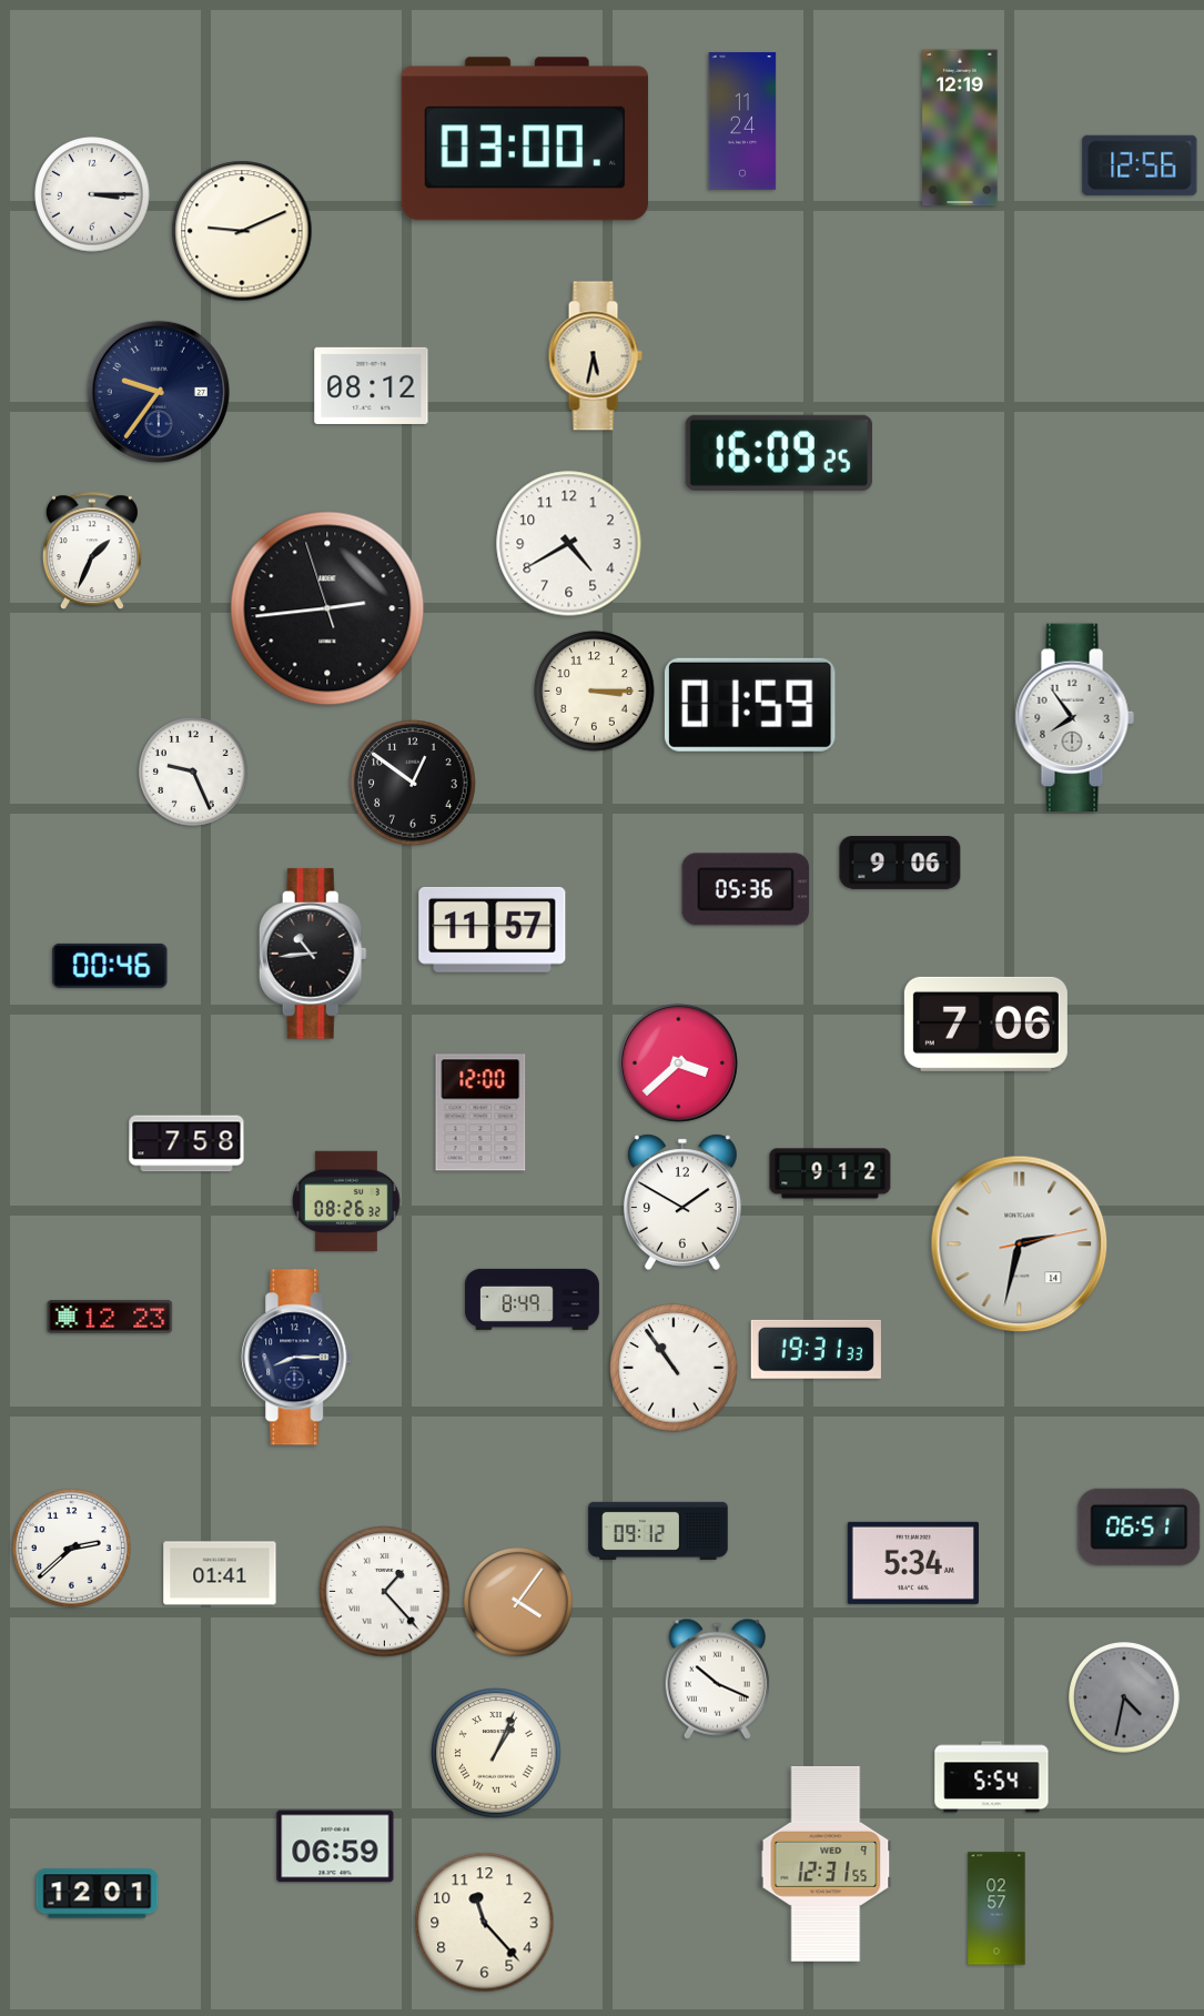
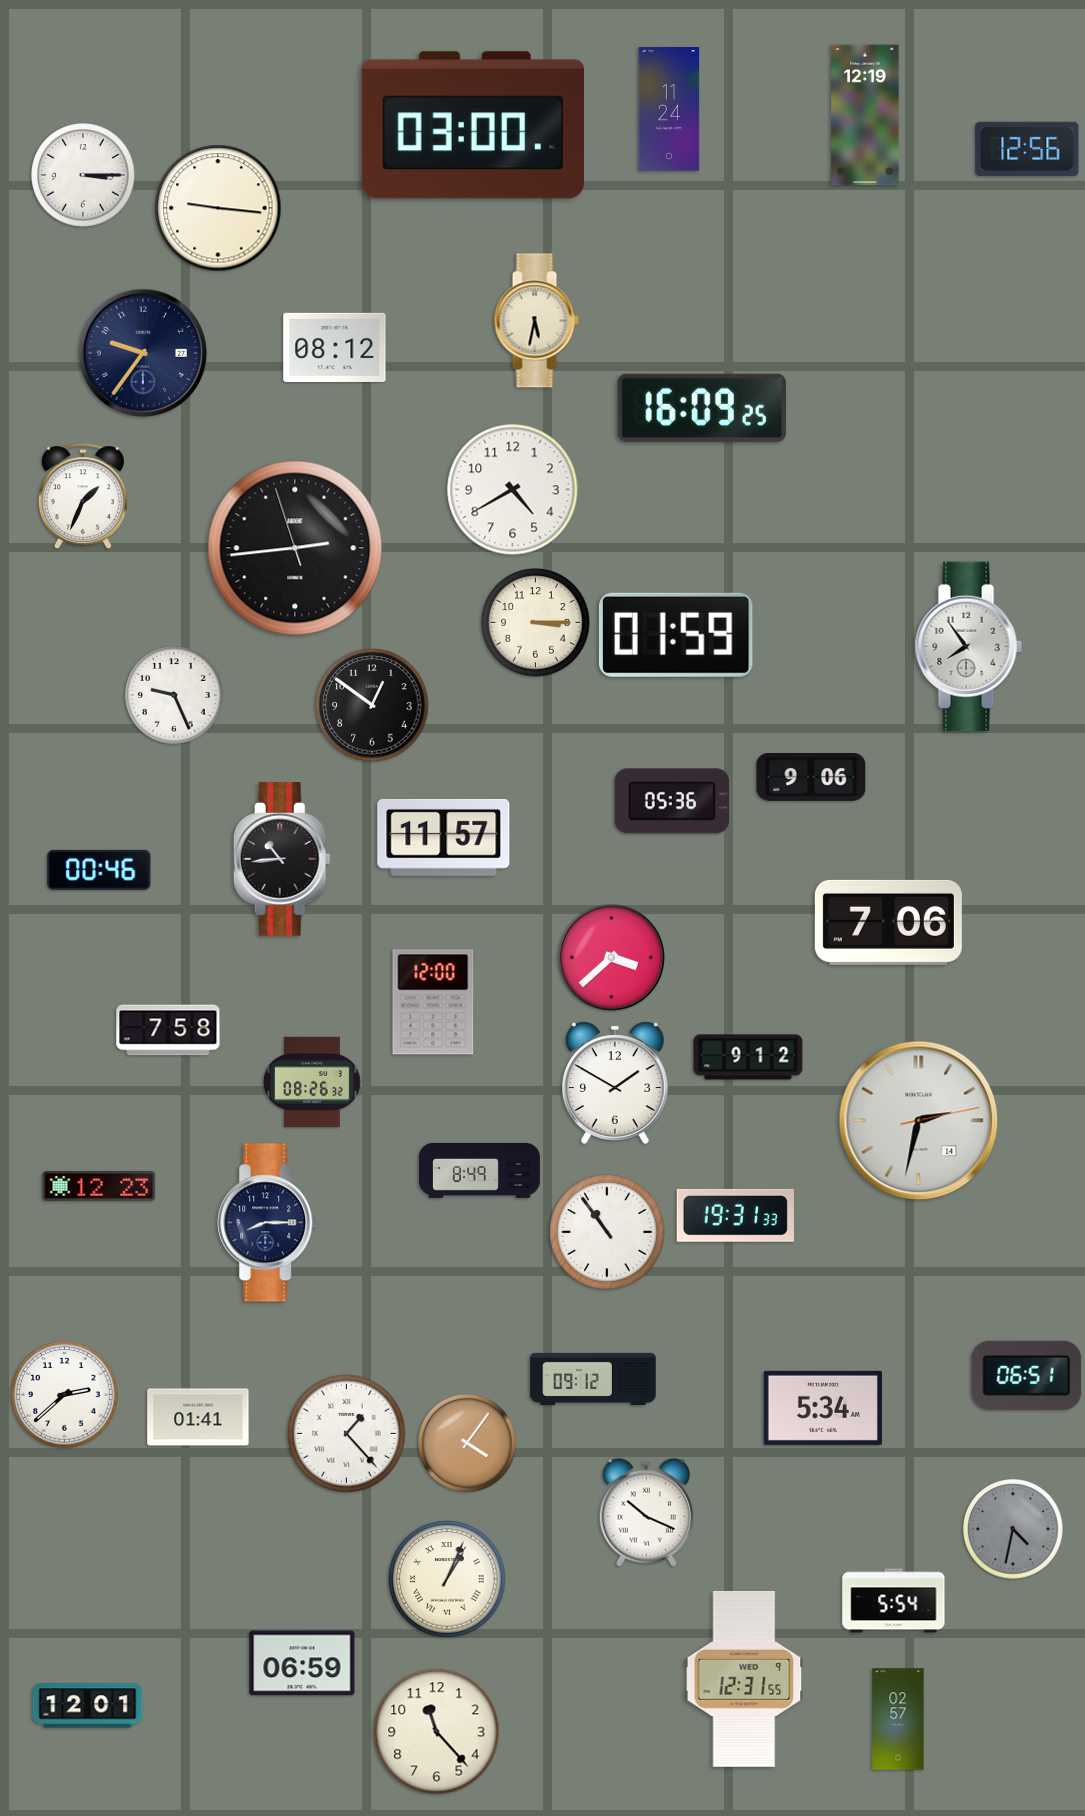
clock at (242, 231): 9:11 -> 9:16
